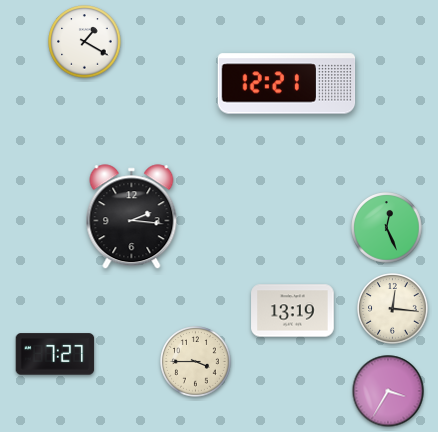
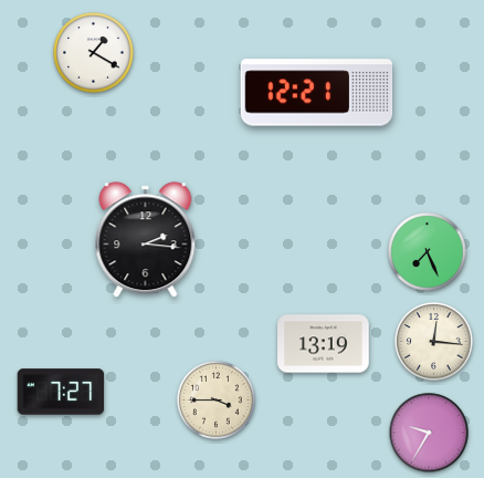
clock at (85, 42) position: (85, 42) -> (94, 53)
clock at (387, 228): 12:26 -> 7:26
clock at (388, 391): 3:35 -> 9:35
